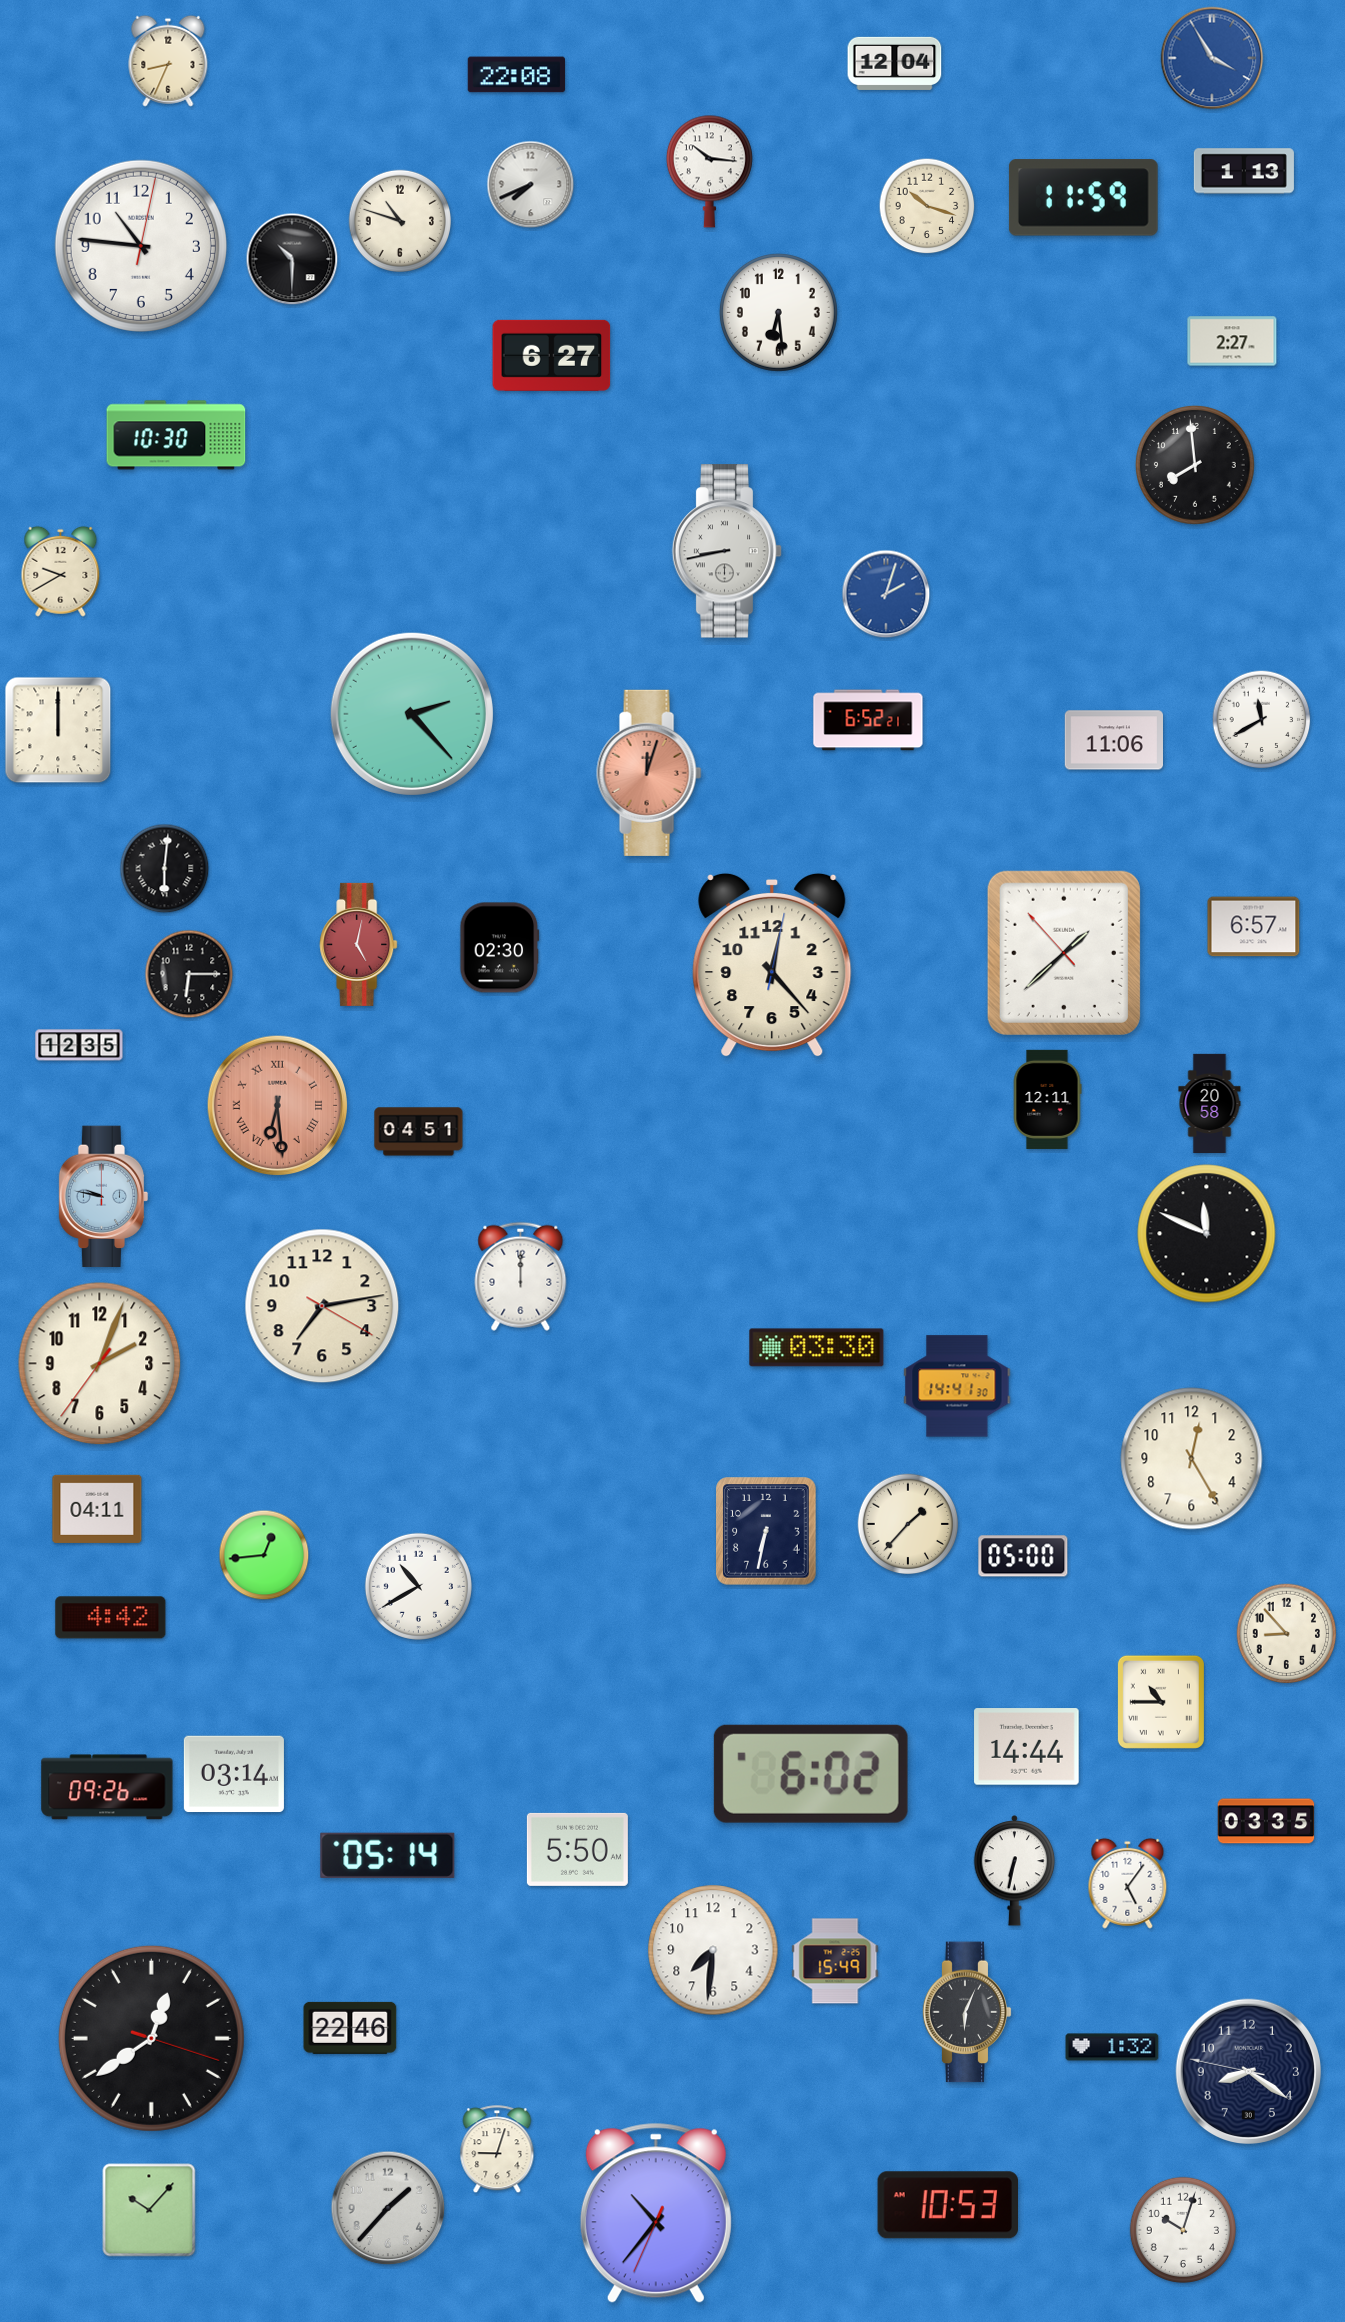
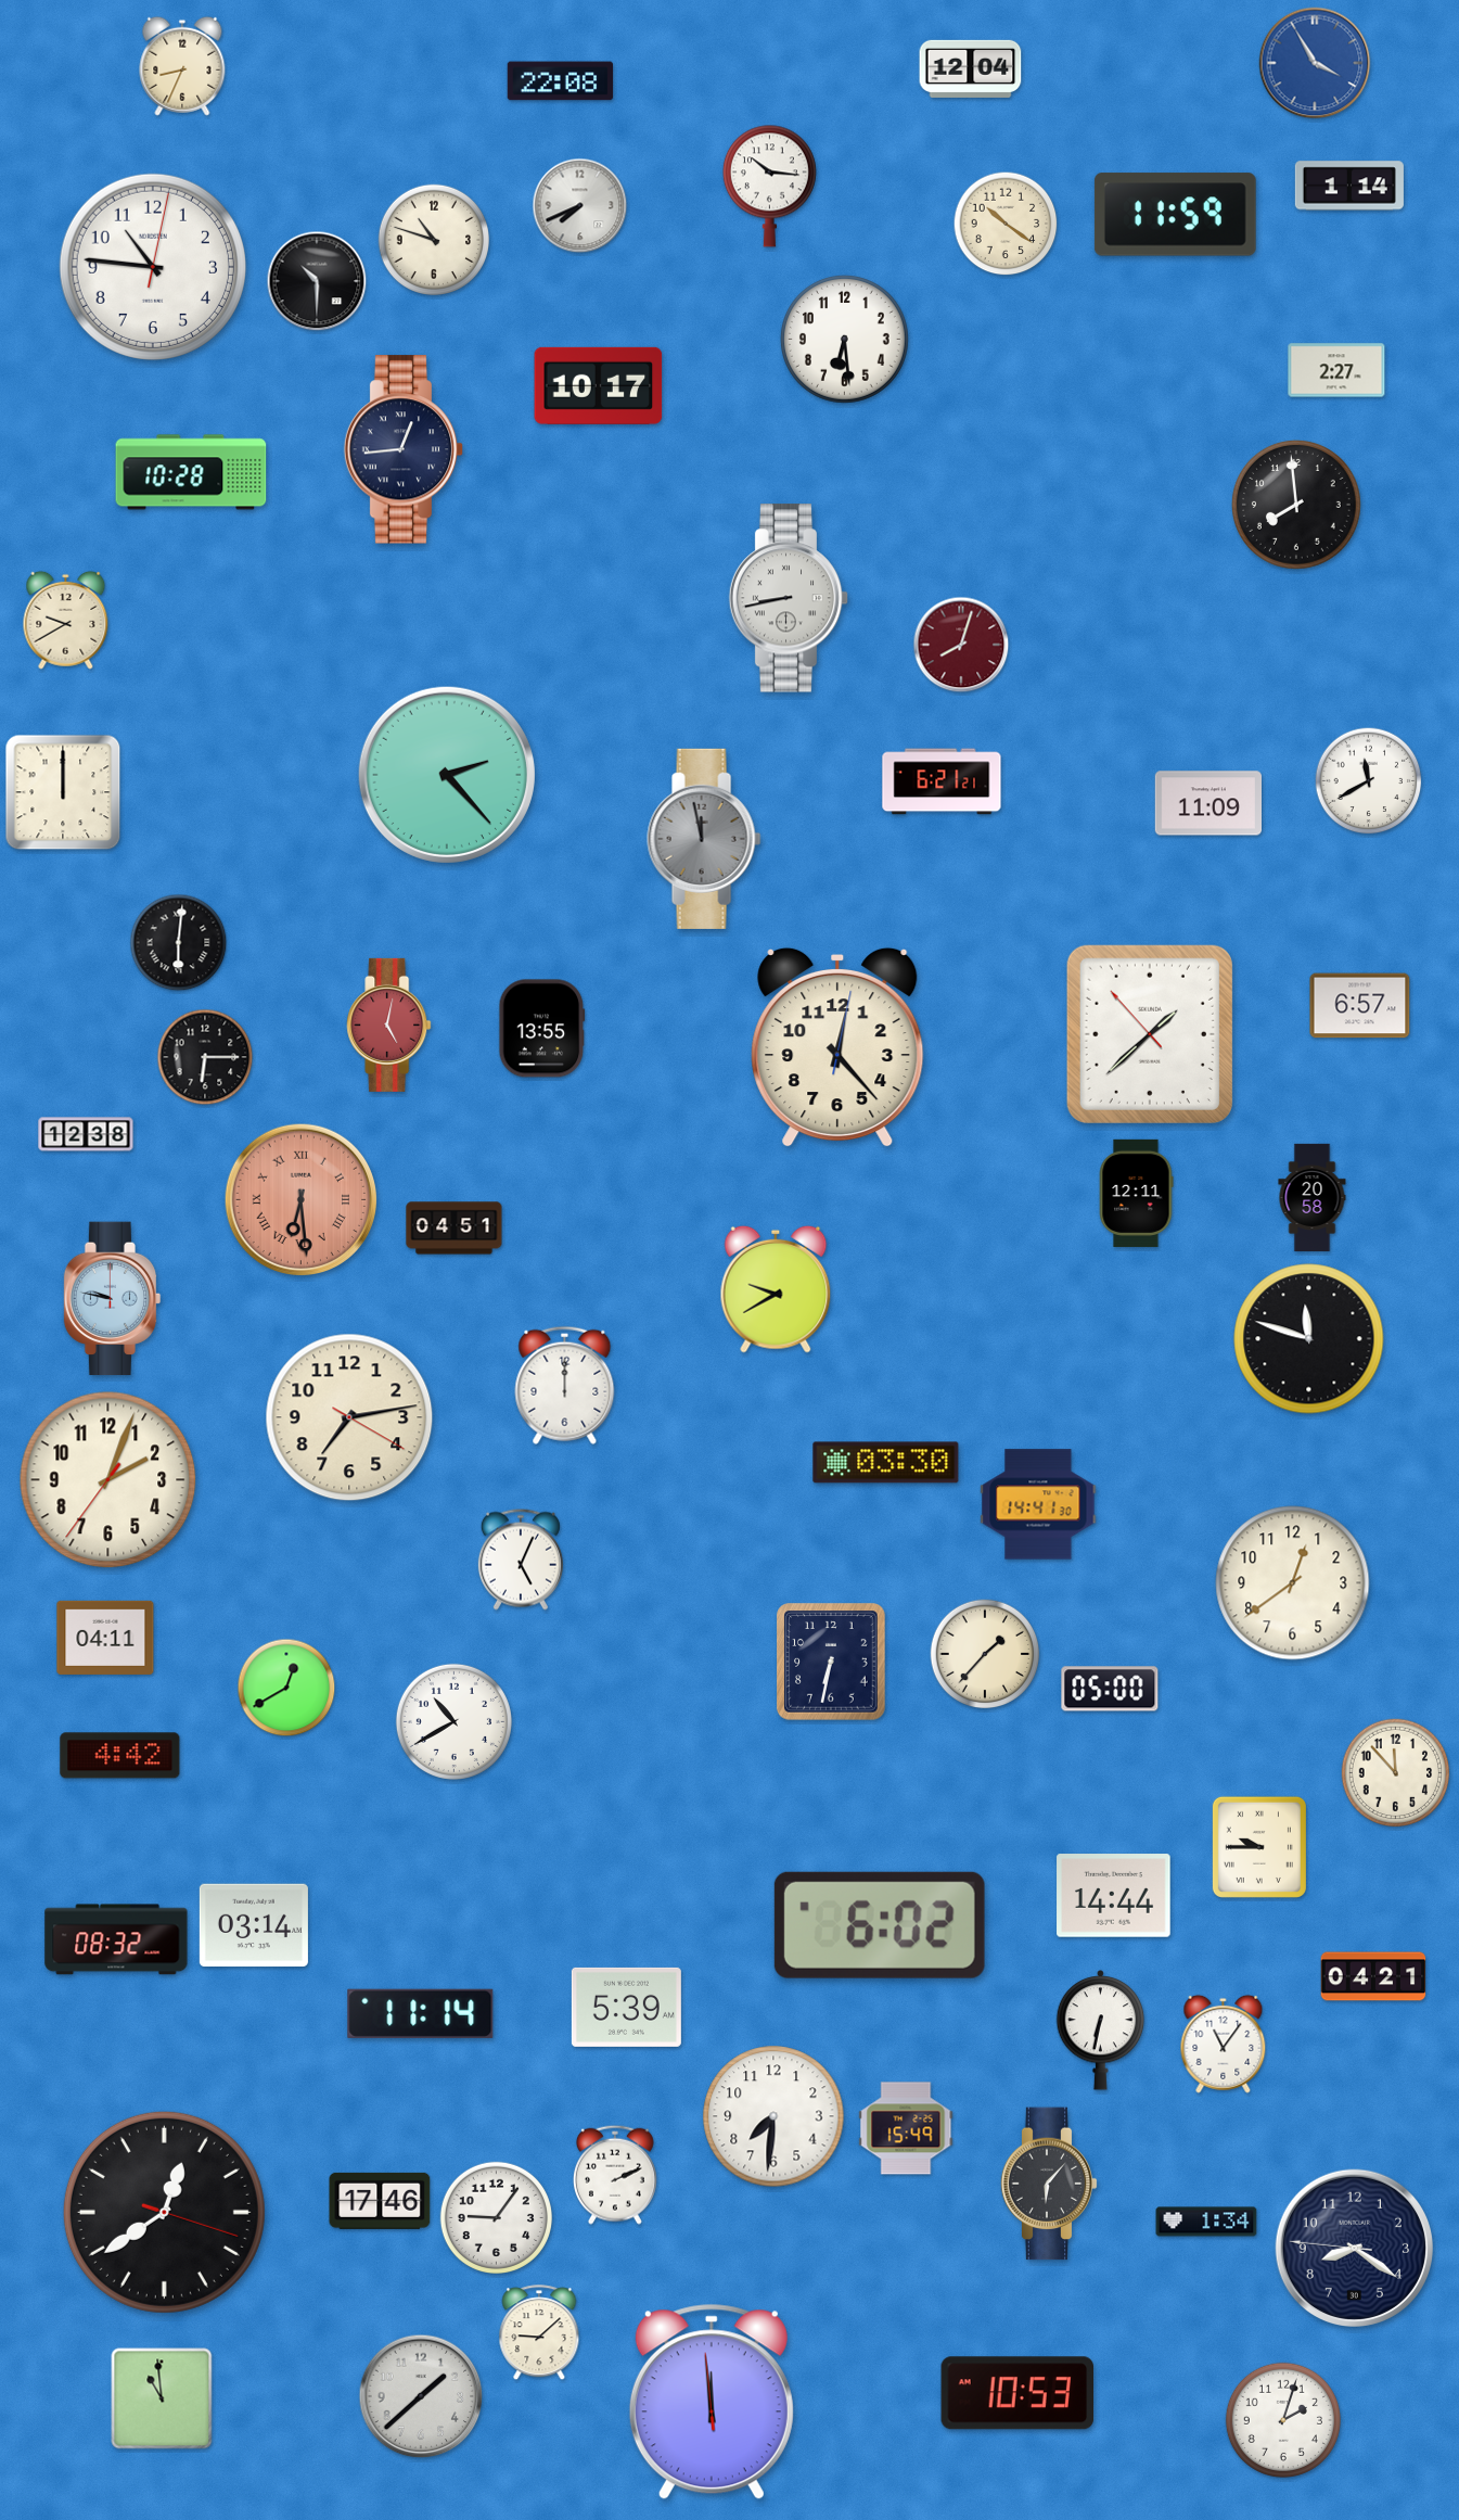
clock at (1244, 171): 1:13 -> 1:14
clock at (531, 185) position: (531, 185) -> (580, 206)
clock at (927, 206): 10:18 -> 10:21
clock at (552, 355): 6:27 -> 10:17
clock at (404, 449): none -> 12:44
clock at (176, 435): 10:30 -> 10:28
clock at (886, 594): 2:03 -> 8:03
clock at (886, 594) dial: blue -> burgundy
clock at (868, 720): 6:52 -> 6:21
clock at (1113, 740): 11:06 -> 11:09
clock at (649, 773): 12:03 -> 11:58
clock at (649, 773) dial: salmon -> grey
clock at (500, 948): 02:30 -> 13:55
clock at (1064, 953) position: (1064, 953) -> (1150, 1034)
clock at (79, 1045): 12:35 -> 12:38
clock at (776, 1289): none -> 9:40
clock at (1207, 1234): 11:49 -> 11:48
clock at (521, 1560): none -> 5:04
clock at (1192, 1459): 12:25 -> 12:39
clock at (264, 1555): 12:44 -> 12:40
clock at (1287, 1634): 8:53 -> 11:53
clock at (1161, 1702): 10:45 -> 9:45
clock at (107, 1787): 09:26 -> 08:32
clock at (1266, 1821): 03:35 -> 04:21
clock at (577, 1849): 5:50 -> 5:39
clock at (388, 1855): 05:14 -> 11:14
clock at (1128, 1883): 5:06 -> 11:06
clock at (615, 2175): none -> 2:11
clock at (967, 2012): 6:04 -> 6:07
clock at (350, 2028): 22:46 -> 17:46
clock at (496, 2217): none -> 9:06
clock at (1112, 2047): 1:32 -> 1:34
clock at (1248, 2071): 8:20:47 -> 8:20:46
clock at (497, 2150): 9:03 -> 9:08
clock at (947, 2205) position: (947, 2205) -> (1016, 2393)
clock at (388, 2208): 1:37 -> 1:38
clock at (149, 2210): 10:07 -> 10:59
clock at (656, 2213): 10:36 -> 11:58
clock at (1183, 2230): 10:03 -> 2:03
